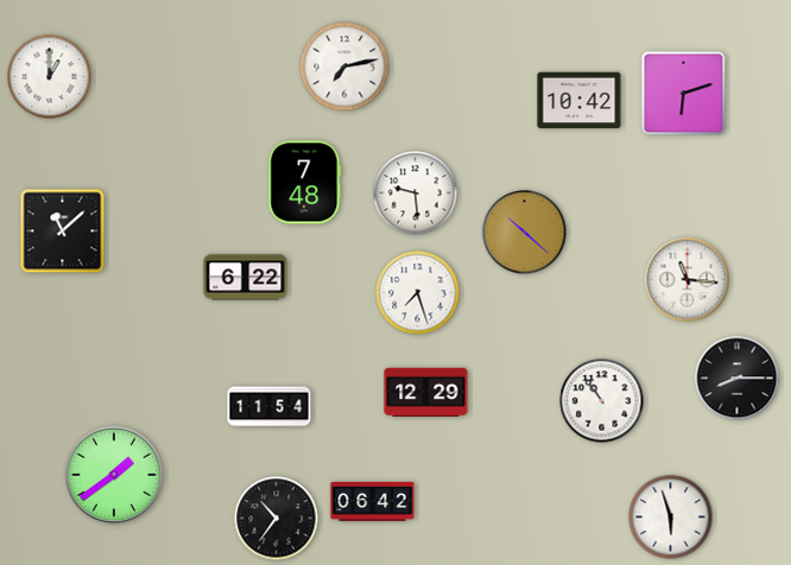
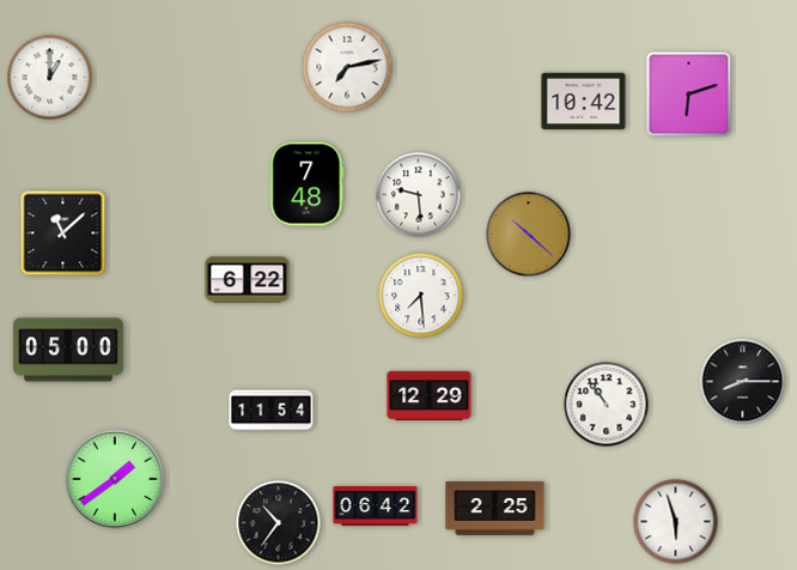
clock at (688, 280): 11:16 -> none
clock at (418, 293): 7:27 -> 7:29
clock at (68, 350): none -> 05:00
clock at (495, 508): none -> 2:25
